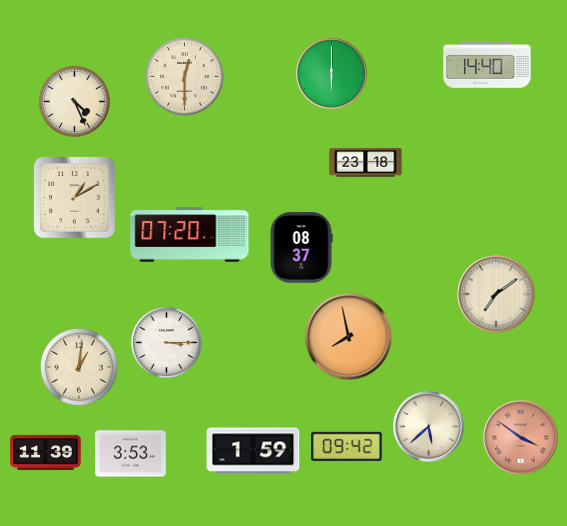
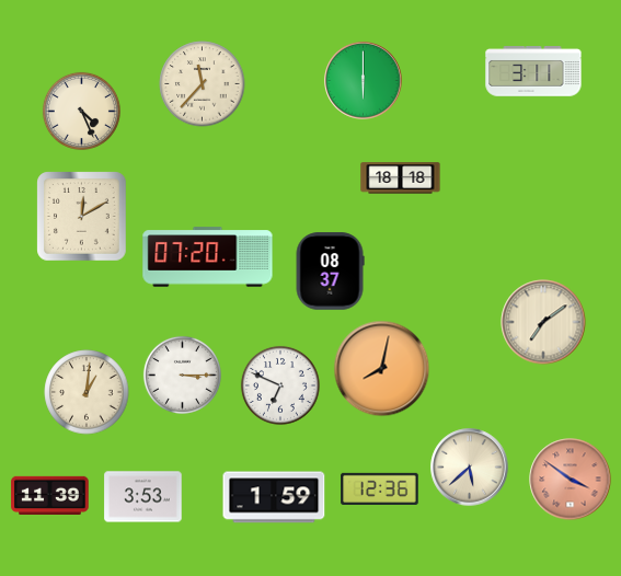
clock at (487, 65): 14:40 -> 3:11
clock at (185, 77): 12:30 -> 11:37
clock at (366, 163): 23:18 -> 18:18
clock at (75, 198): 1:10 -> 12:10
clock at (349, 337): 7:58 -> 8:02
clock at (280, 385): none -> 6:49
clock at (79, 367) position: (79, 367) -> (87, 392)
clock at (347, 446): 09:42 -> 12:36
clock at (253, 451) position: (253, 451) -> (274, 497)
